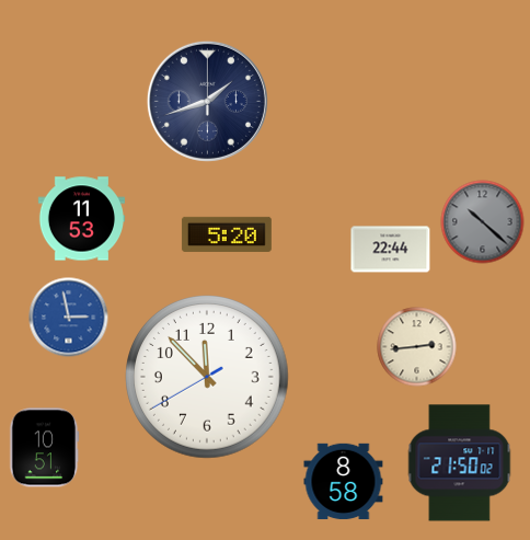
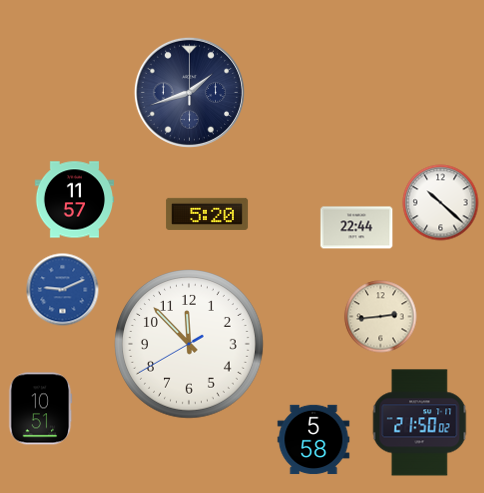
clock at (81, 219): 11:53 -> 11:57
clock at (483, 222) dial: grey -> white
clock at (69, 318): 2:58 -> 9:11
clock at (344, 482): 8:58 -> 5:58
